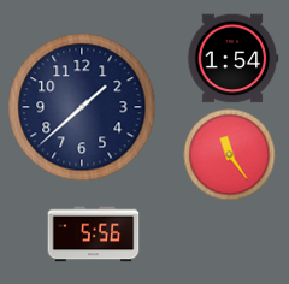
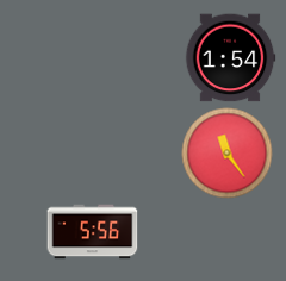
clock at (82, 107): 1:38 -> none
